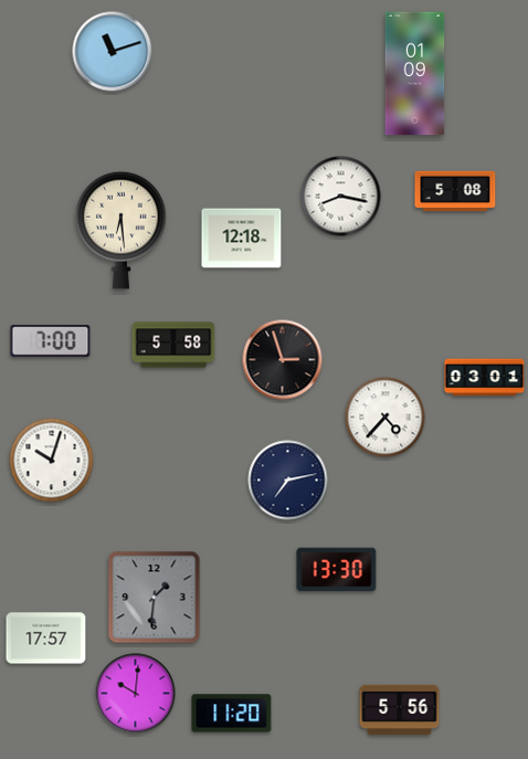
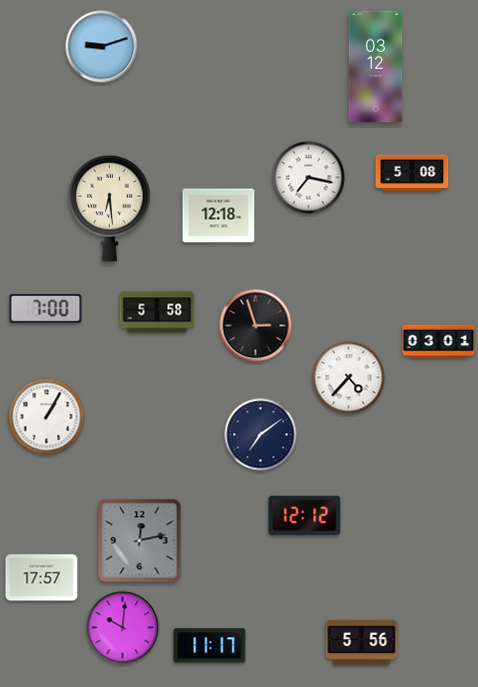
clock at (113, 52): 11:12 -> 9:12
clock at (415, 74): 01:09 -> 03:12
clock at (341, 197): 8:17 -> 7:17
clock at (52, 461): 10:03 -> 1:05
clock at (288, 481): 7:13 -> 7:09
clock at (337, 570): 13:30 -> 12:12
clock at (155, 598): 1:31 -> 12:13
clock at (232, 714): 11:20 -> 11:17
